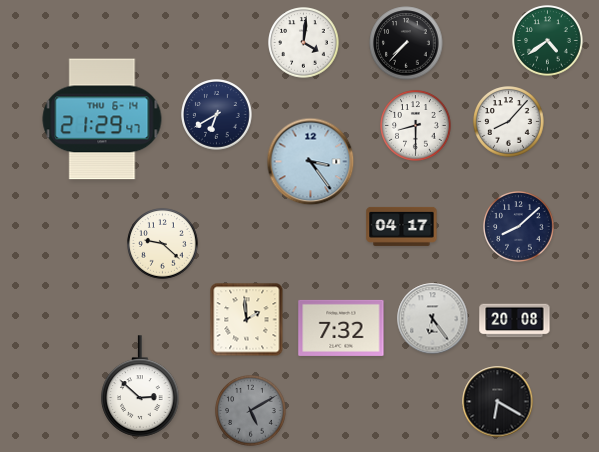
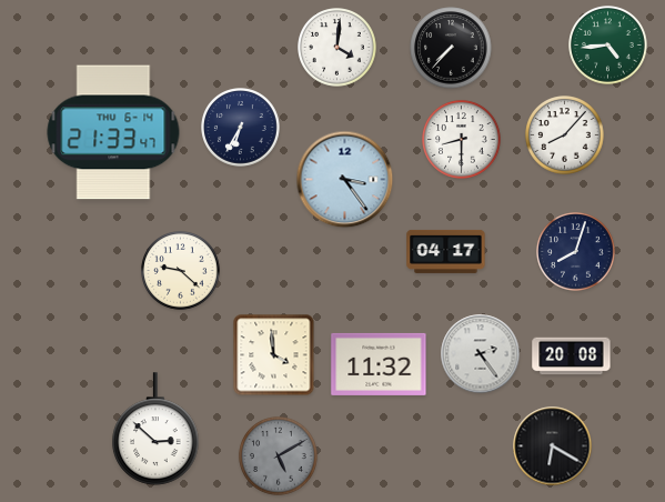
clock at (548, 41): 4:39 -> 4:44
clock at (217, 115): 6:40 -> 6:35
clock at (102, 119): 21:29 -> 21:33
clock at (519, 227): 8:08 -> 8:03
clock at (433, 319): 6:24 -> 2:24
clock at (247, 320): 1:59 -> 3:59
clock at (341, 328): 7:32 -> 11:32
